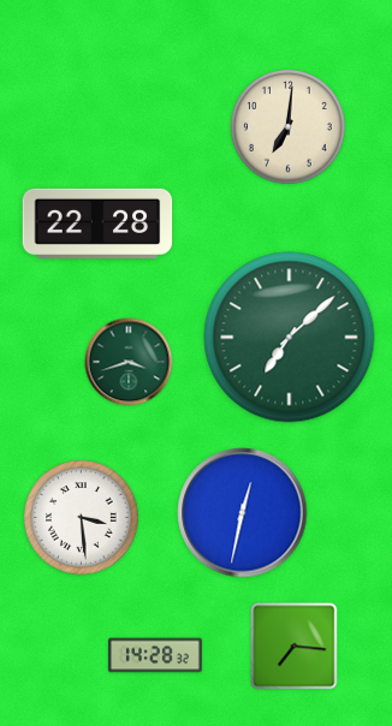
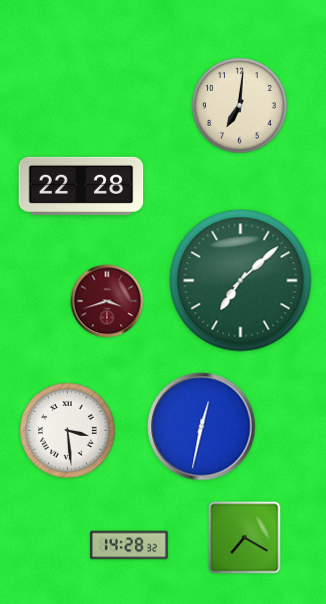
clock at (129, 362) dial: green -> burgundy
clock at (295, 647): 7:16 -> 7:20
